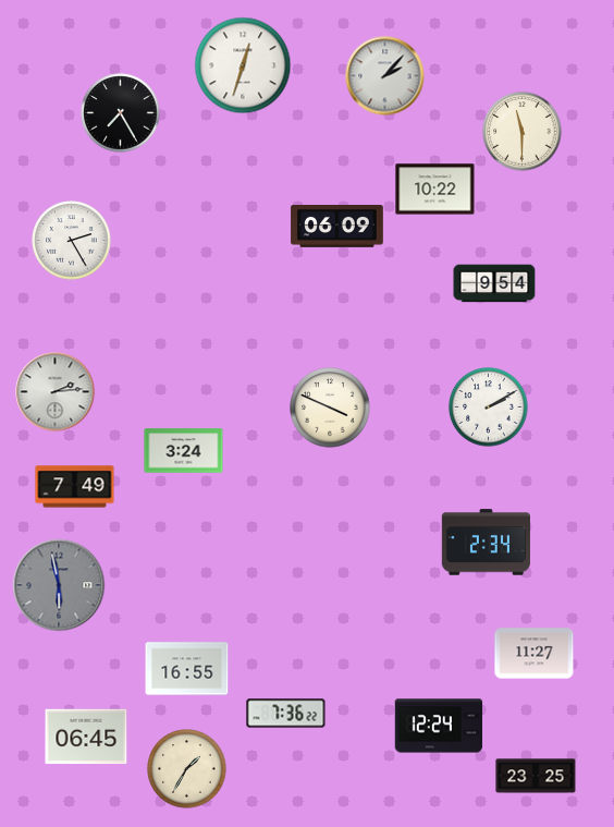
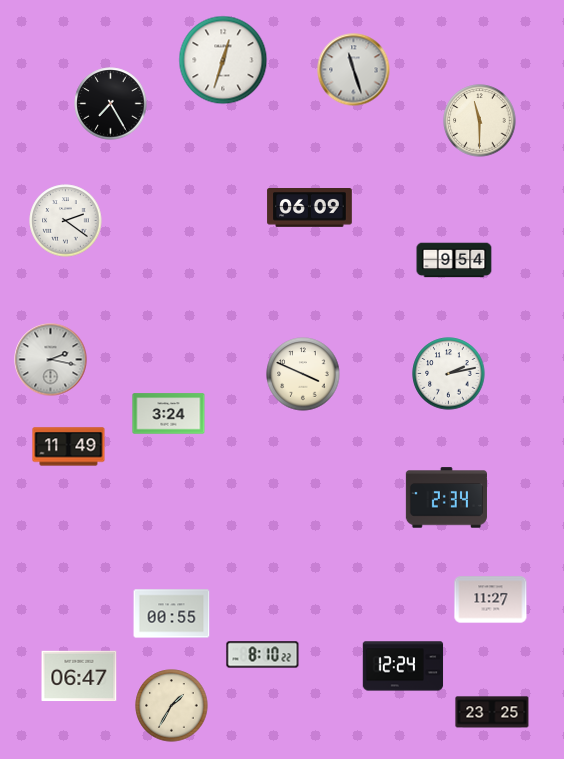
clock at (385, 76): 2:07 -> 11:27
clock at (435, 190): 10:22 -> none
clock at (72, 241): 2:25 -> 2:21
clock at (56, 392): 2:14 -> 2:17
clock at (489, 408): 2:10 -> 2:13
clock at (75, 487): 7:49 -> 11:49
clock at (59, 585): 5:58 -> none
clock at (187, 669): 16:55 -> 00:55
clock at (286, 714): 7:36 -> 8:10
clock at (86, 737): 06:45 -> 06:47
